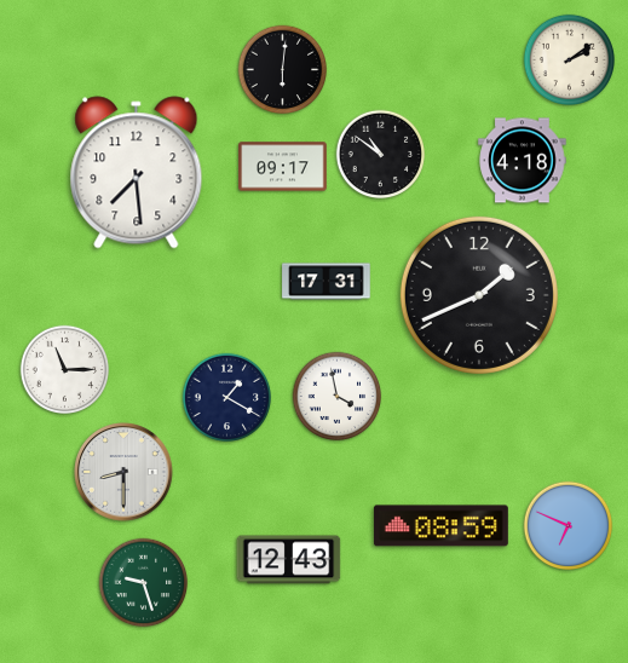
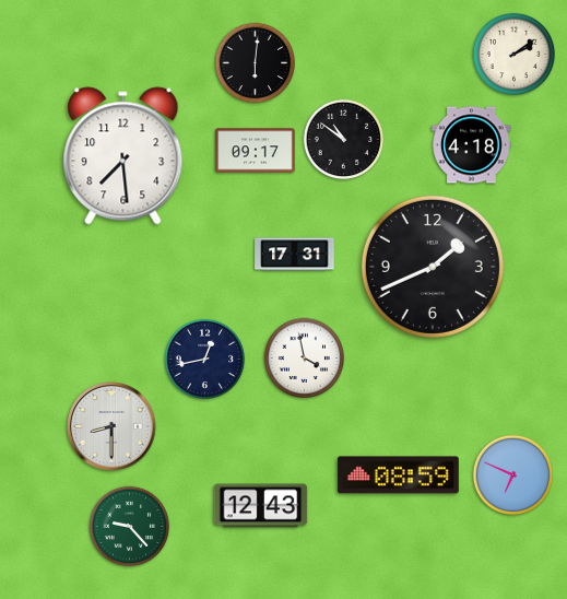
clock at (65, 370): 11:15 -> none
clock at (227, 398): 1:20 -> 12:43
clock at (144, 583): 9:27 -> 9:23
